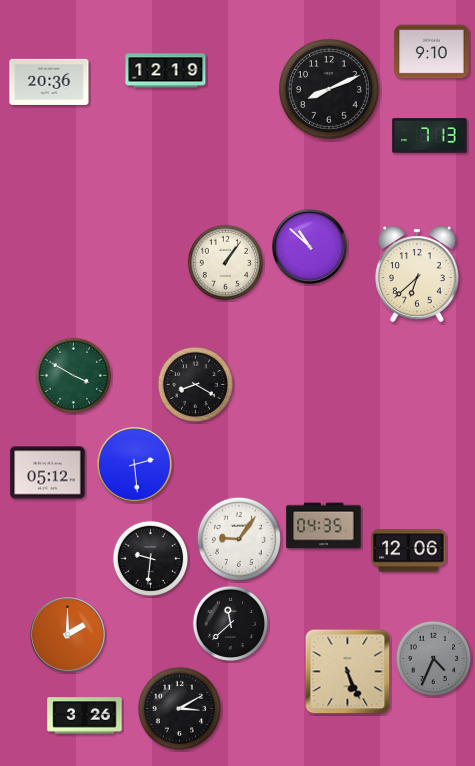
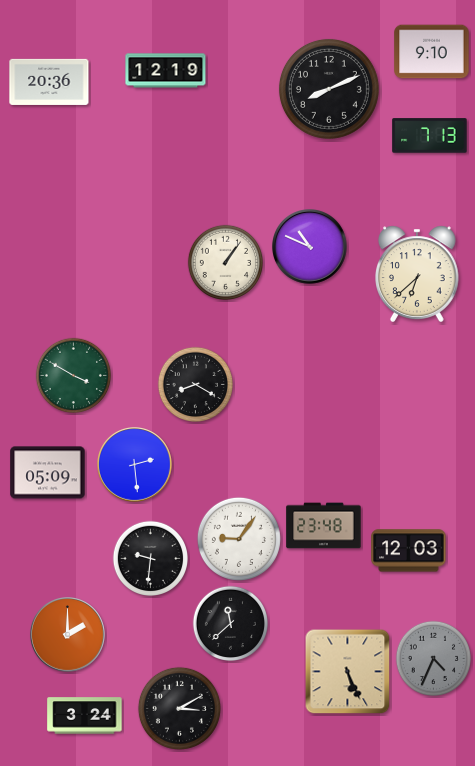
clock at (310, 247): 10:52 -> 10:49
clock at (48, 473): 05:12 -> 05:09
clock at (324, 526): 04:35 -> 23:48
clock at (409, 551): 12:06 -> 12:03
clock at (85, 716): 3:26 -> 3:24
